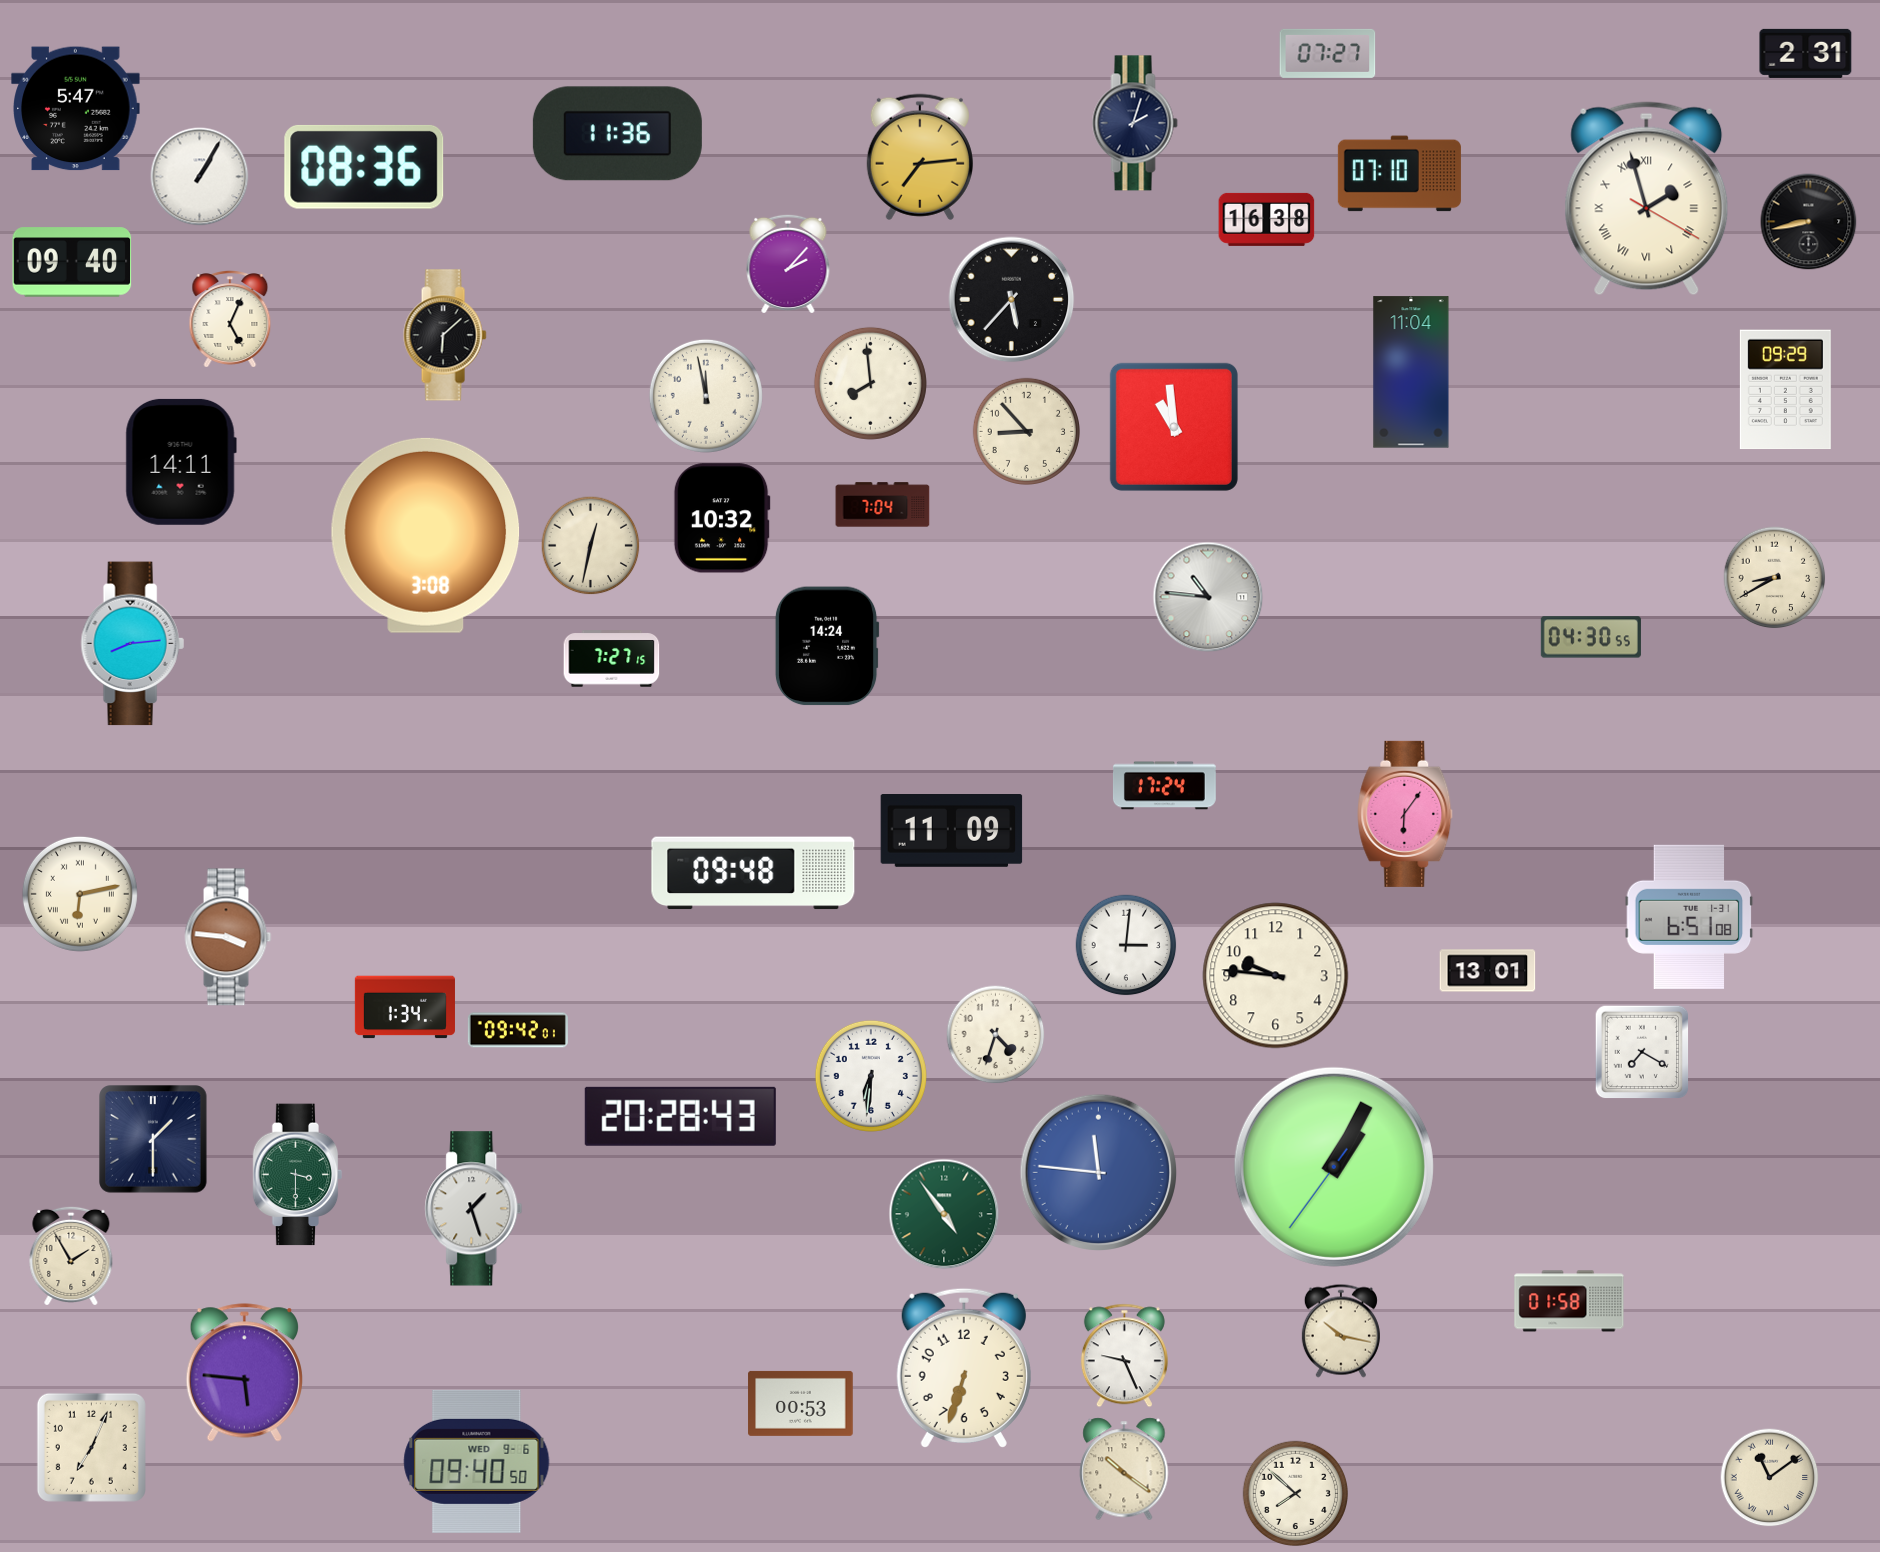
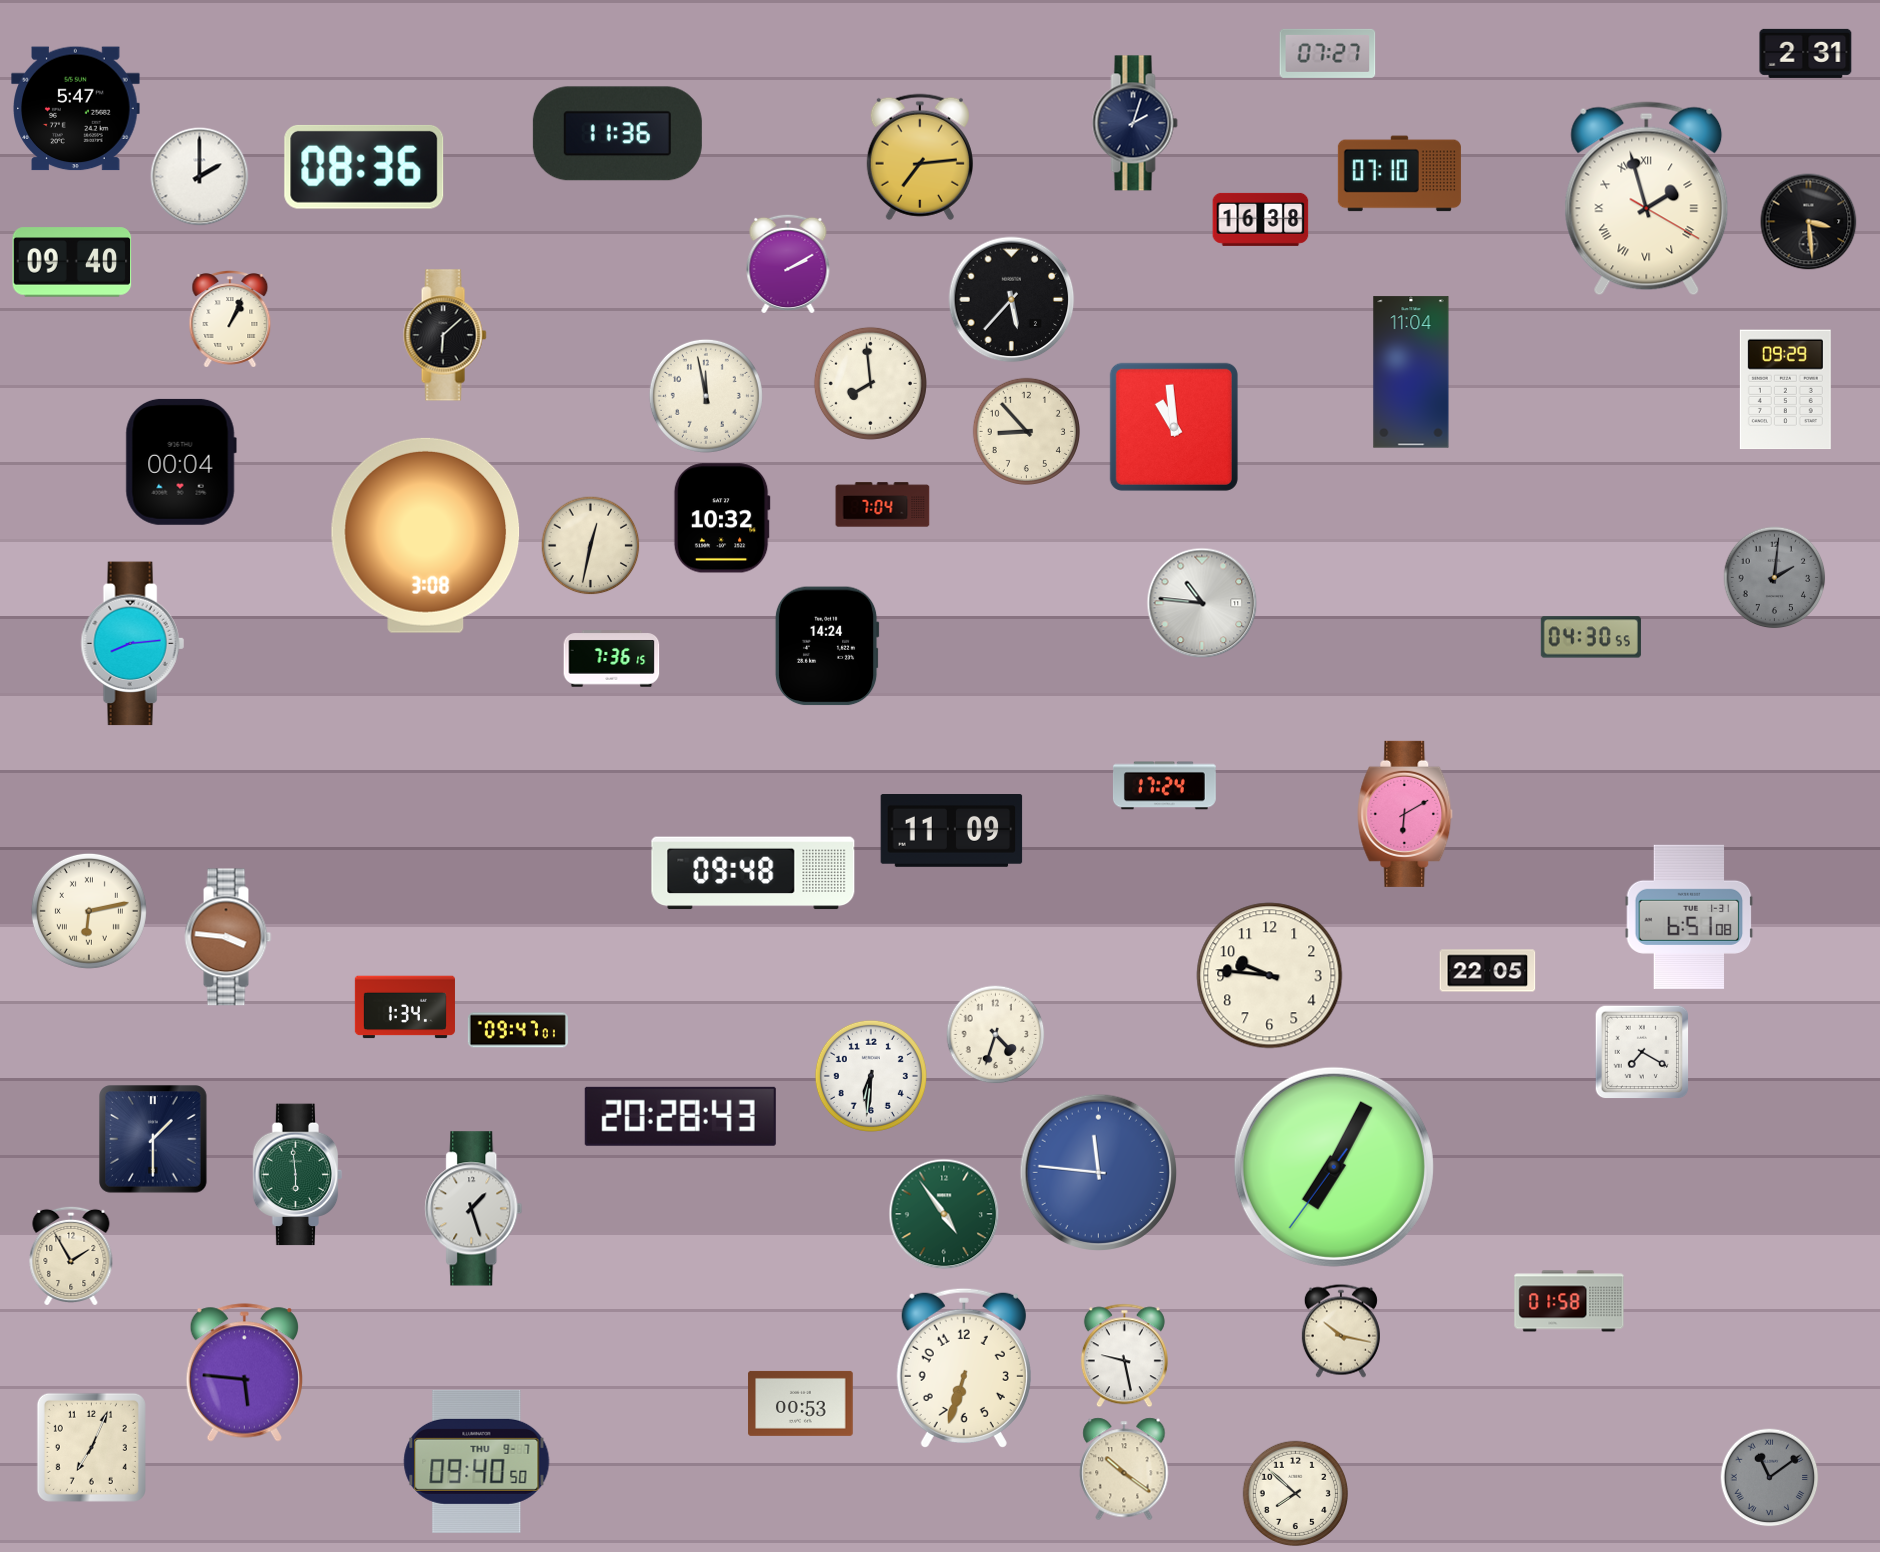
clock at (200, 177): 1:05 -> 2:00
clock at (1267, 219) position: (1267, 219) -> (1261, 219)
clock at (1809, 222): 8:43 -> 3:29
clock at (788, 263): 2:07 -> 2:10
clock at (230, 319): 5:04 -> 1:04
clock at (181, 462): 14:11 -> 00:04
clock at (1775, 578): 8:40 -> 2:01
clock at (1775, 578) dial: cream -> grey
clock at (1208, 597) position: (1208, 597) -> (1202, 603)
clock at (612, 659): 7:27 -> 7:36
clock at (1405, 814): 6:06 -> 6:10
clock at (80, 894) position: (80, 894) -> (89, 911)
clock at (1126, 945): 3:01 -> none
clock at (1488, 971): 13:01 -> 22:05
clock at (1276, 976) position: (1276, 976) -> (1270, 976)
clock at (518, 1030): 09:42 -> 09:47
clock at (1334, 1167): 1:04 -> 7:04
clock at (298, 1175): 3:30 -> 5:59
clock at (1124, 1356): 9:26 -> 9:28
clock at (477, 1461) date: WED 9-6 -> THU 9-7
clock at (1770, 1478) dial: cream -> grey
